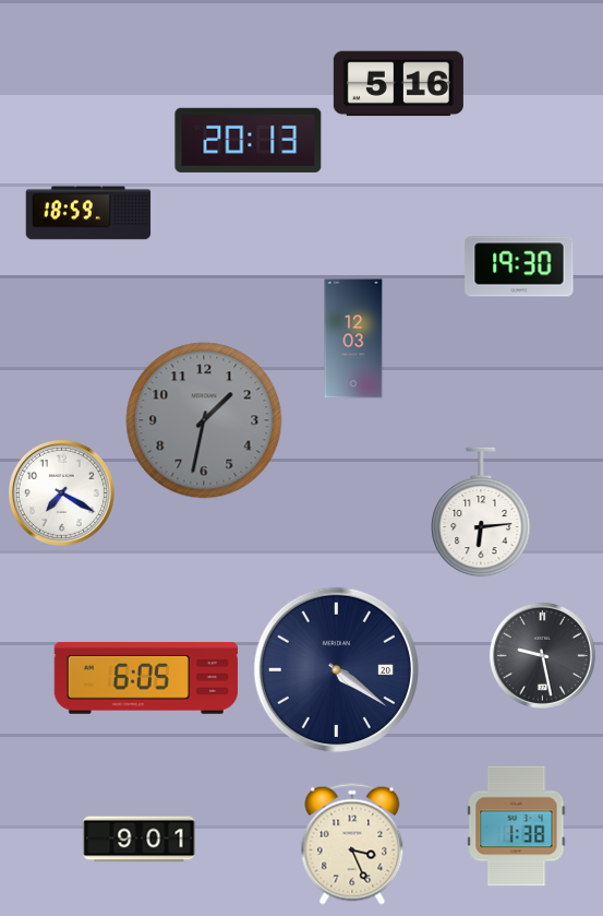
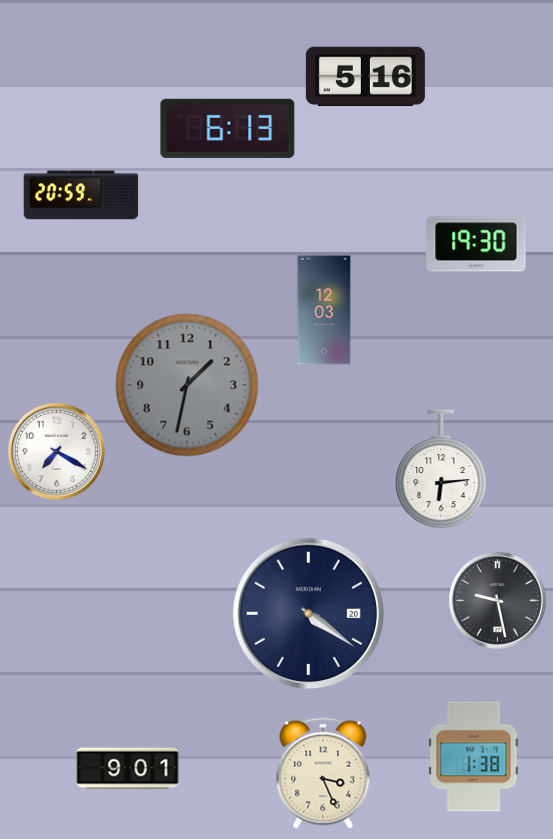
clock at (249, 140): 20:13 -> 6:13
clock at (88, 213): 18:59 -> 20:59
clock at (145, 678): 6:05 -> none
